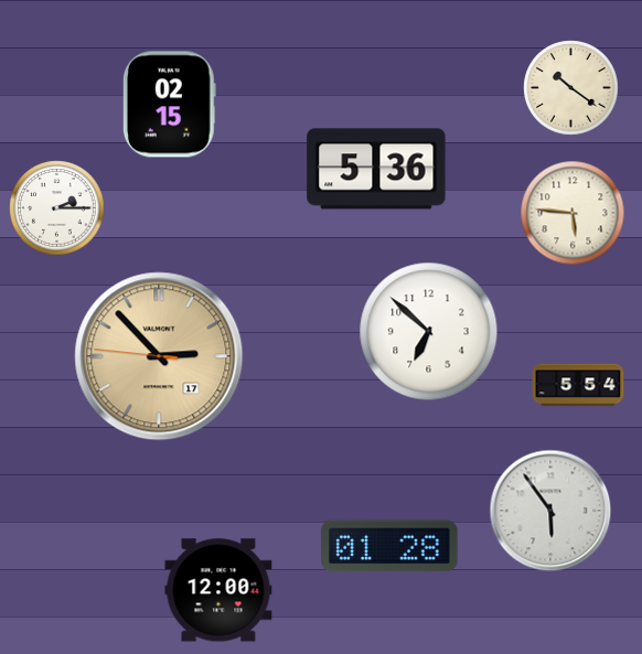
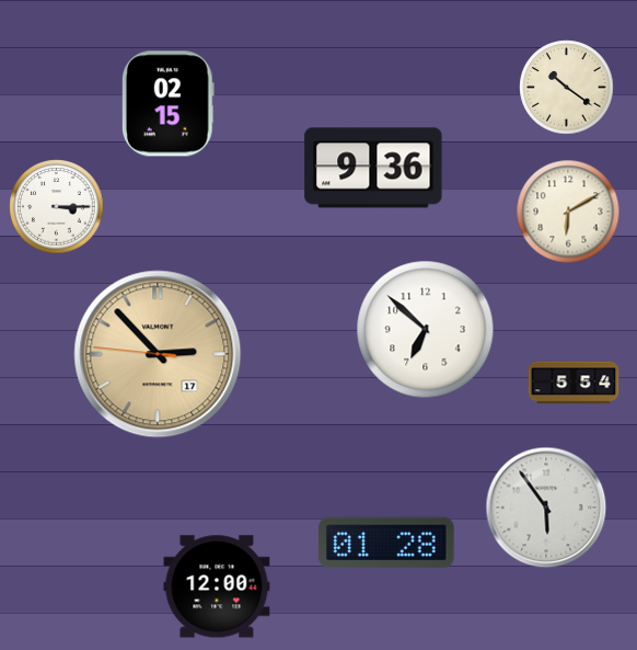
clock at (376, 169): 5:36 -> 9:36
clock at (57, 208): 2:15 -> 3:15
clock at (573, 213): 5:46 -> 6:10
